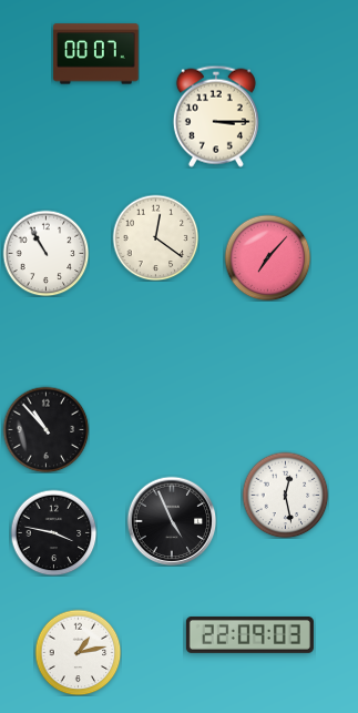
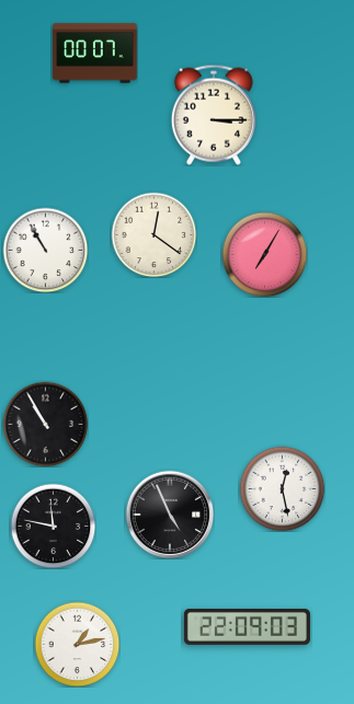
clock at (267, 257): 7:07 -> 7:05
clock at (45, 429): 10:53 -> 10:55
clock at (53, 532): 3:47 -> 11:47
